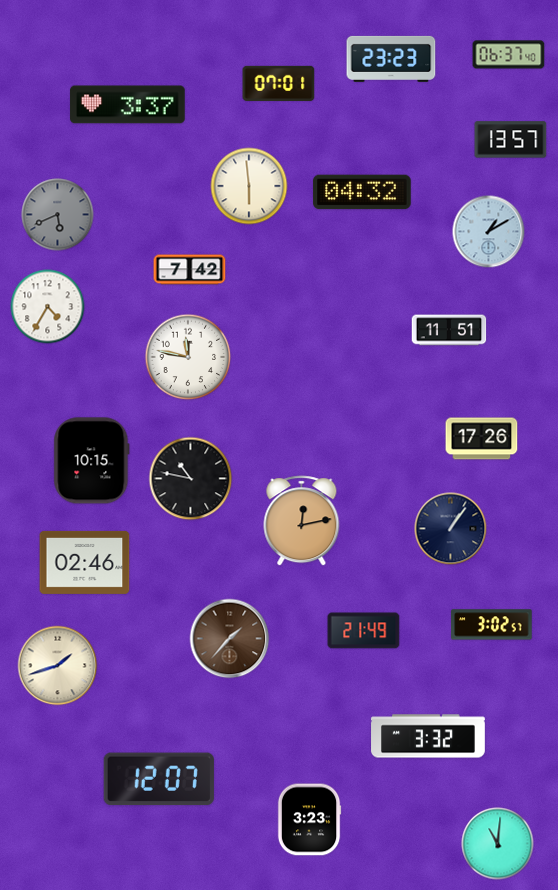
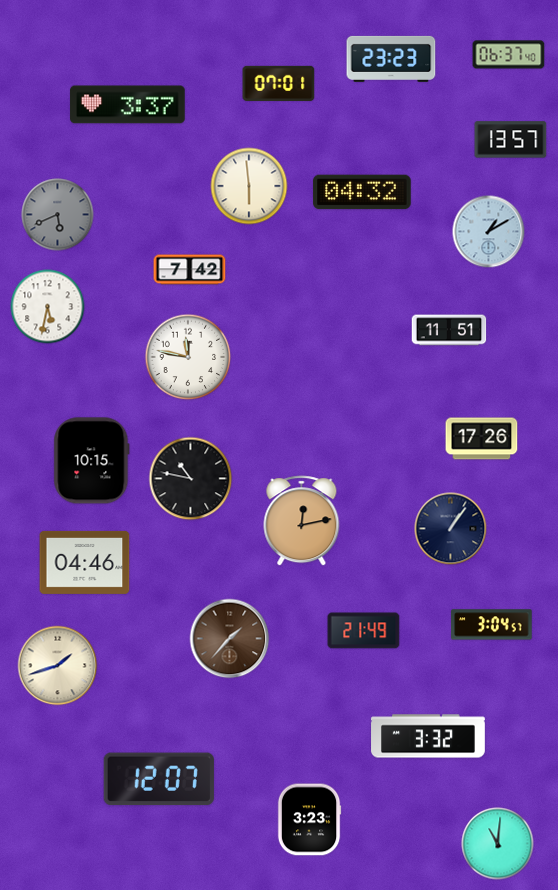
clock at (48, 307): 4:35 -> 5:32
clock at (85, 562): 02:46 -> 04:46
clock at (492, 625): 3:02 -> 3:04
